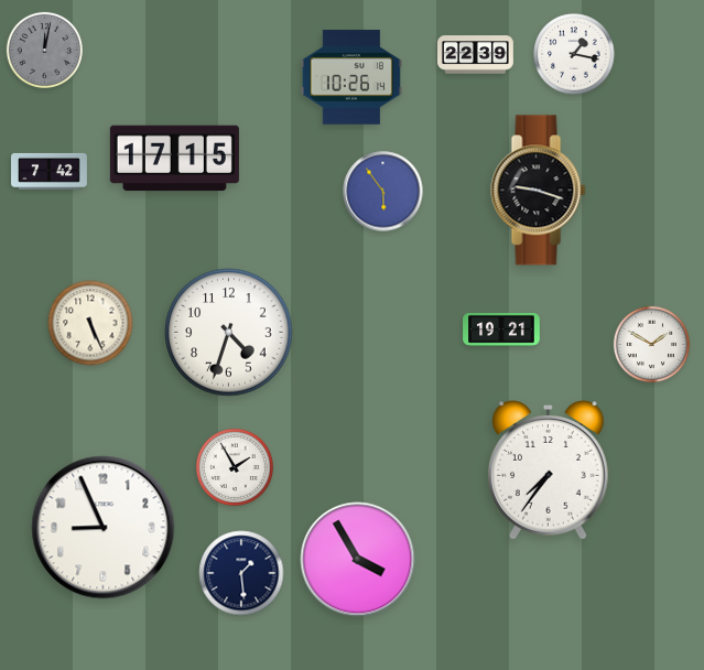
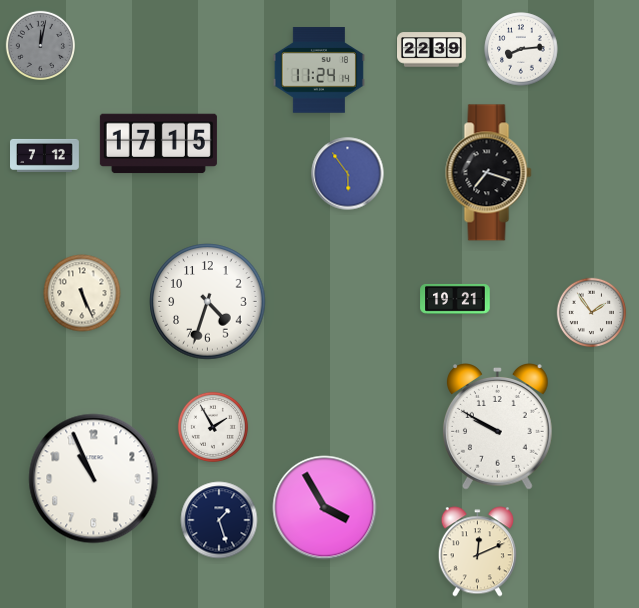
clock at (574, 54): 1:17 -> 8:14
clock at (351, 77): 10:26 -> 11:24
clock at (50, 171): 7:42 -> 7:12
clock at (539, 191): 9:18 -> 7:18
clock at (651, 344): 1:50 -> 1:54
clock at (235, 467) position: (235, 467) -> (213, 427)
clock at (548, 471): 7:36 -> 9:50
clock at (104, 528): 8:56 -> 10:56
clock at (241, 573): 1:29 -> 1:27
clock at (477, 552): none -> 12:11
